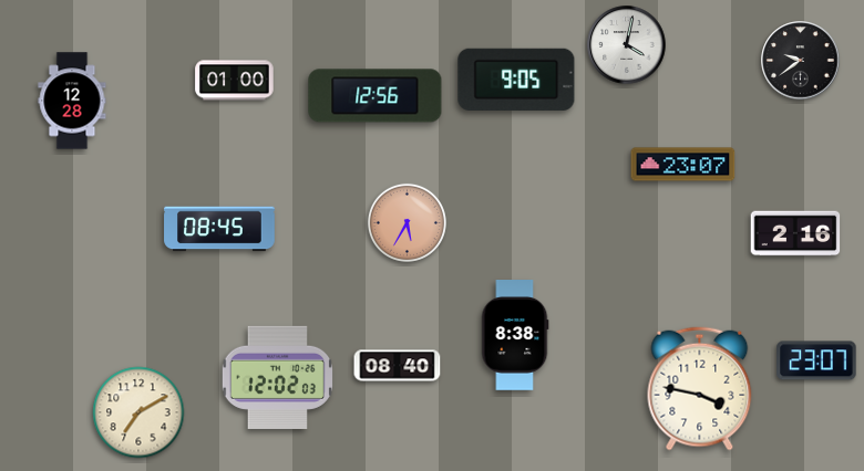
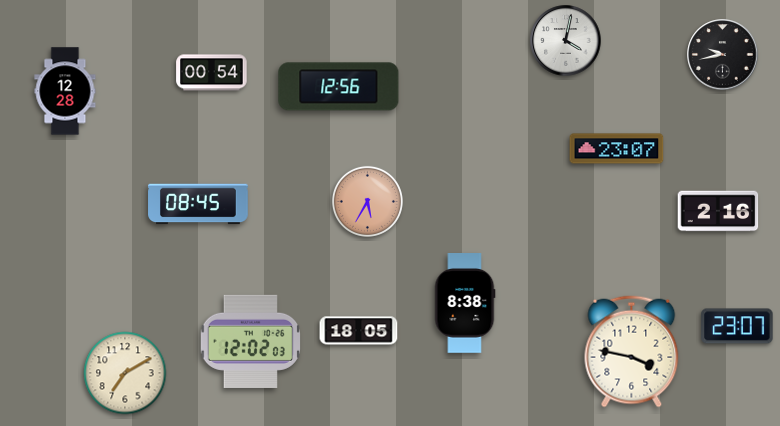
clock at (801, 61): 9:39 -> 9:43
clock at (516, 80): 9:05 -> none
clock at (235, 81): 01:00 -> 00:54
clock at (219, 229) position: (219, 229) -> (198, 204)
clock at (398, 366): 08:40 -> 18:05
